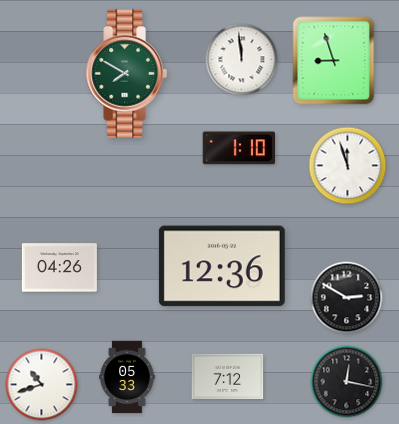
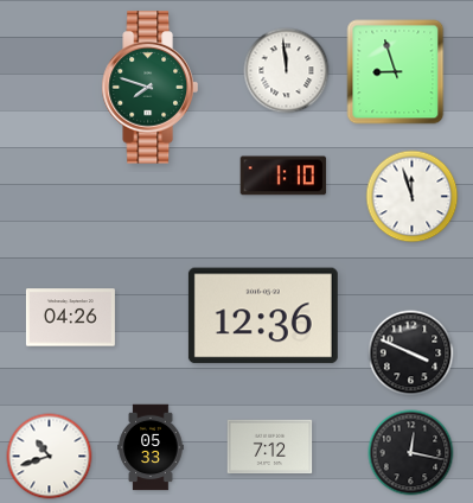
clock at (126, 74): 7:50 -> 7:48
clock at (347, 298): 2:50 -> 3:49
